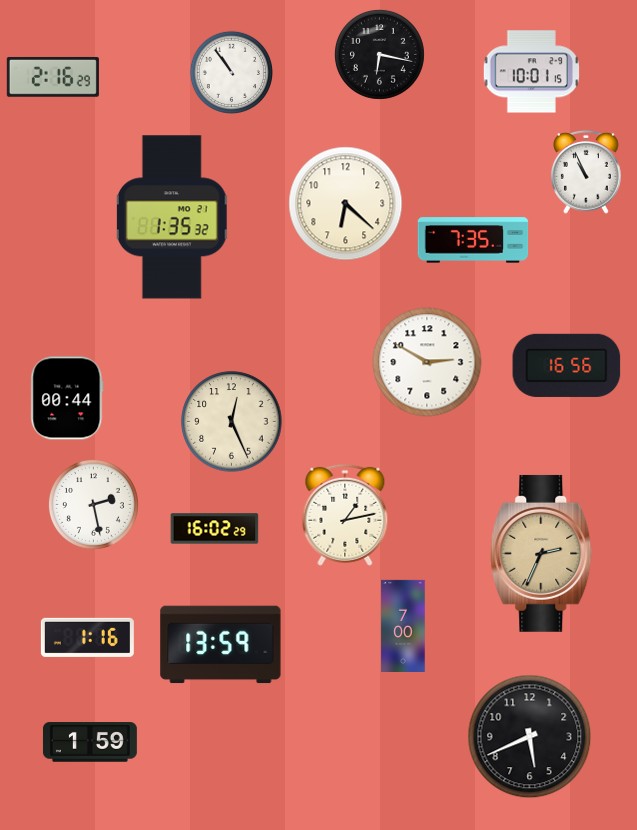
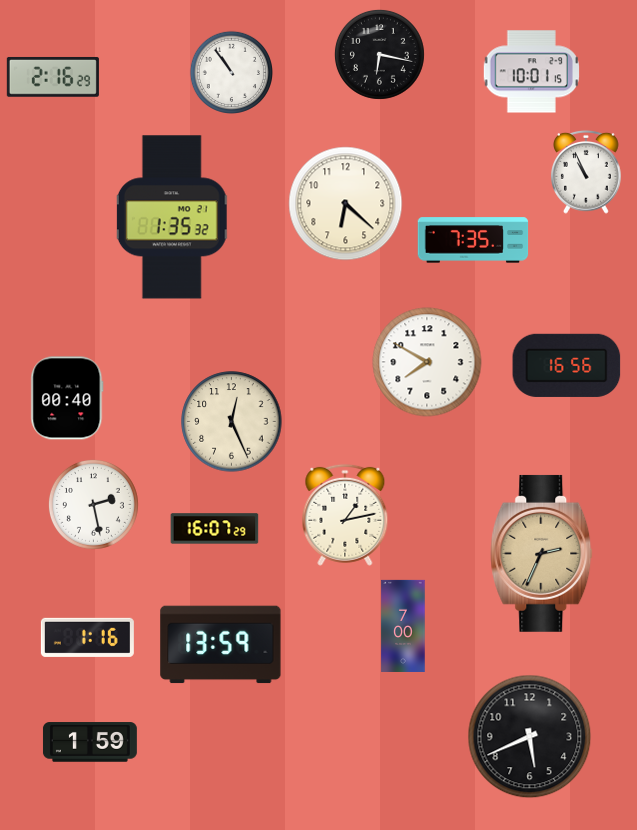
clock at (427, 362): 2:50 -> 7:50
clock at (67, 398): 00:44 -> 00:40
clock at (215, 529): 16:02 -> 16:07
